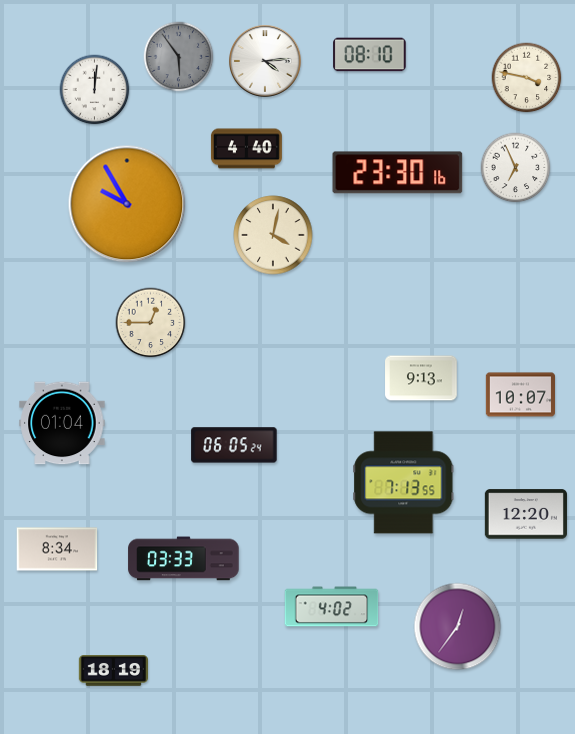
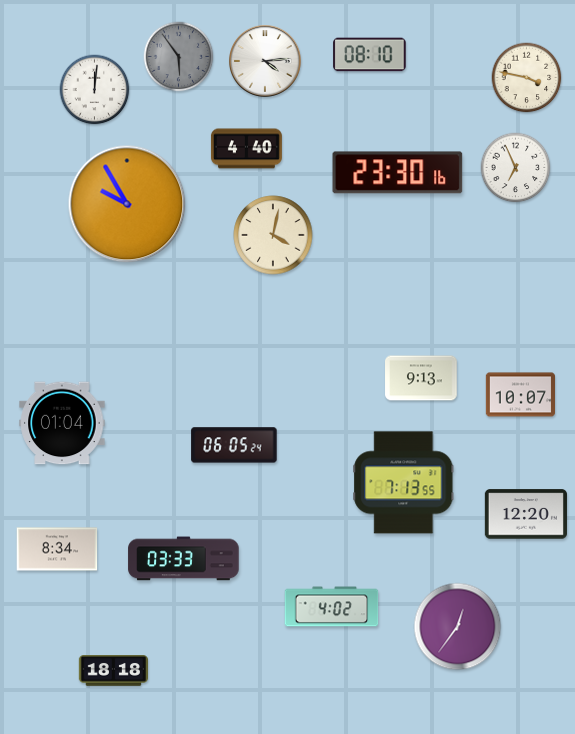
clock at (151, 323): 12:45 -> none
clock at (113, 671): 18:19 -> 18:18
